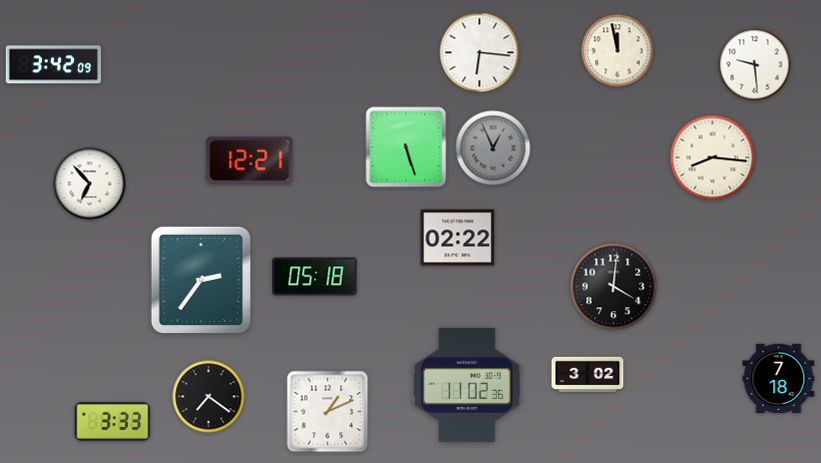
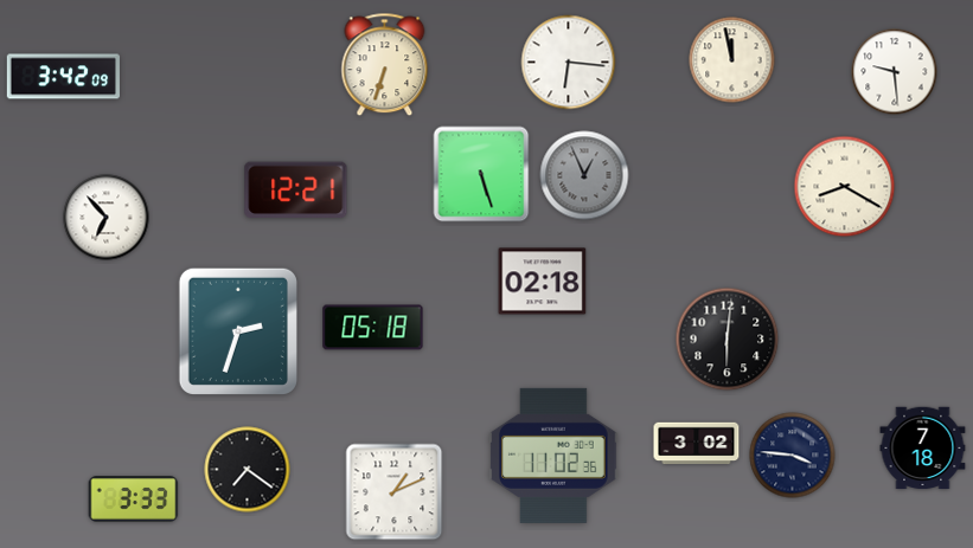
clock at (385, 65): none -> 6:33
clock at (755, 65) position: (755, 65) -> (895, 72)
clock at (713, 158): 8:16 -> 8:20
clock at (458, 238): 02:22 -> 02:18
clock at (201, 280): 2:36 -> 2:33
clock at (614, 287): 4:01 -> 6:01
clock at (793, 456): none -> 3:46
clock at (328, 412) position: (328, 412) -> (395, 492)
